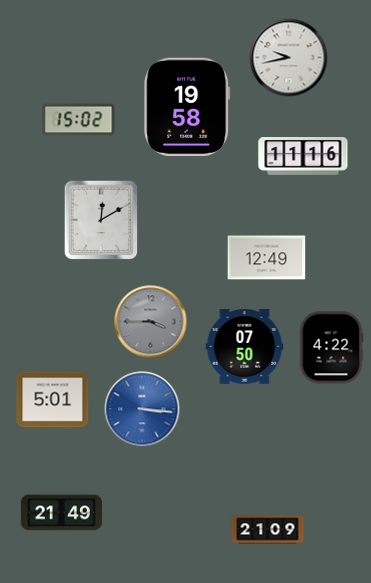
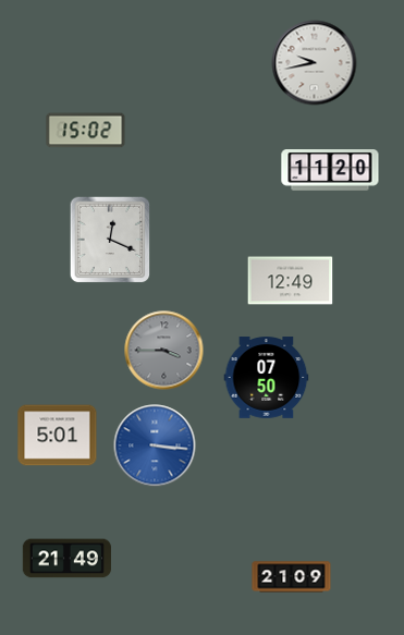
clock at (187, 106): 19:58 -> none
clock at (303, 156): 11:16 -> 11:20
clock at (101, 220): 12:10 -> 12:19
clock at (331, 348): 4:22 -> none
